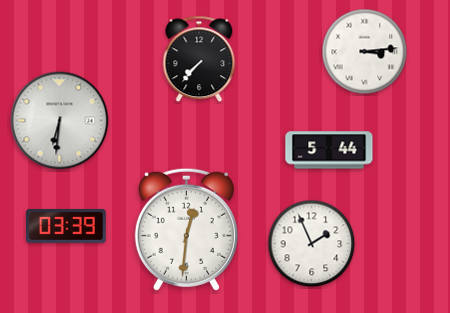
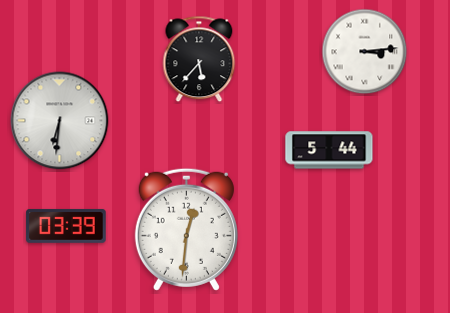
clock at (199, 59): 7:37 -> 5:37
clock at (312, 244): 1:56 -> none
